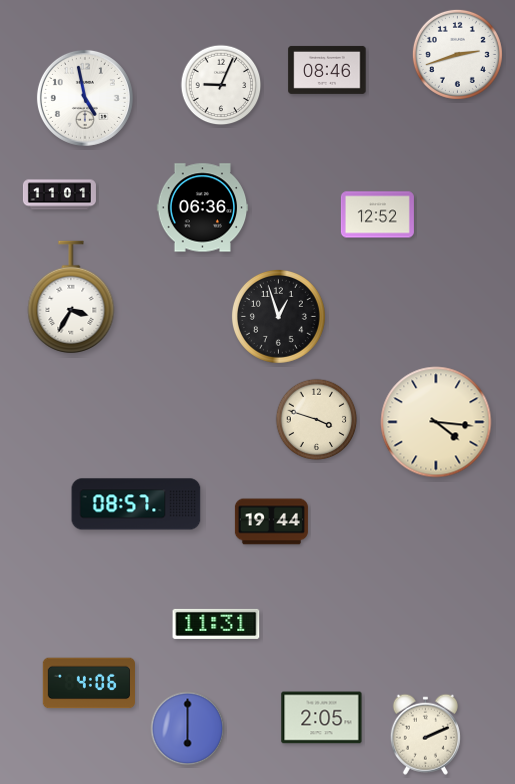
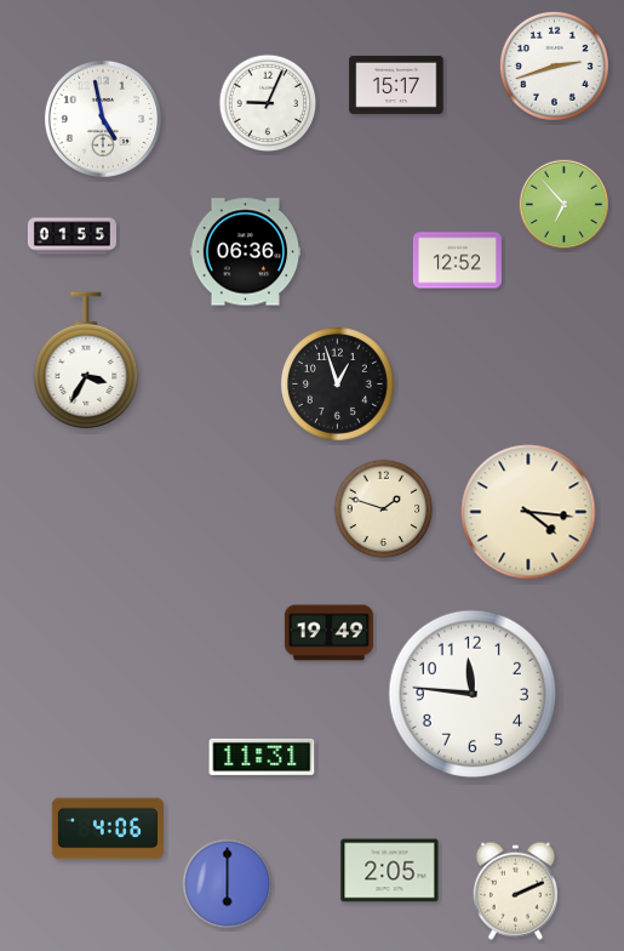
clock at (327, 70): 08:46 -> 15:17
clock at (563, 204): none -> 6:53
clock at (59, 195): 11:01 -> 01:55
clock at (317, 420): 3:48 -> 1:48
clock at (136, 504): 08:57 -> none
clock at (271, 522): 19:44 -> 19:49
clock at (473, 694): none -> 11:46
